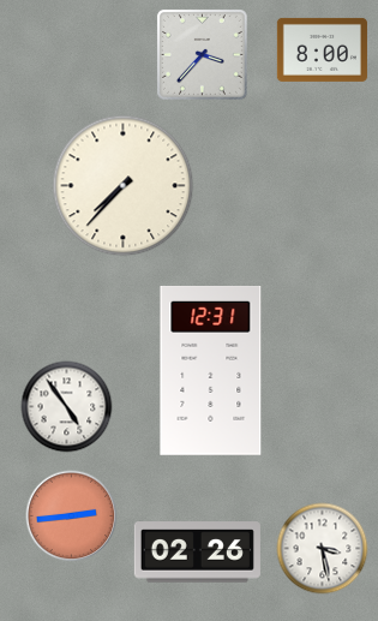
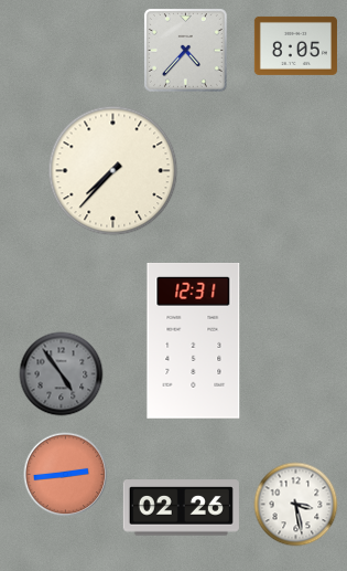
clock at (322, 49): 8:00 -> 8:05
clock at (202, 54): 3:37 -> 4:37
clock at (67, 407) dial: white -> grey
